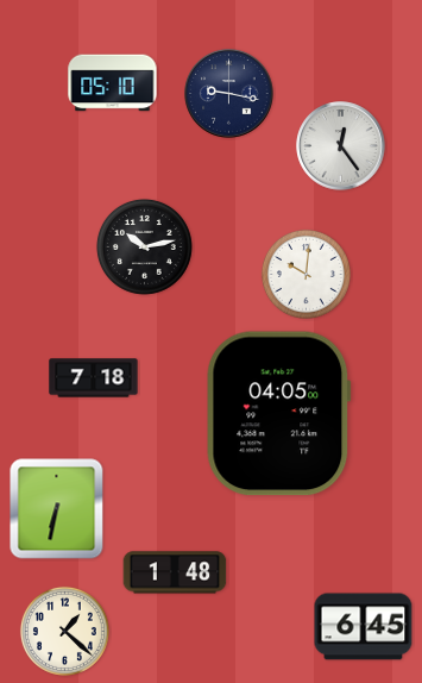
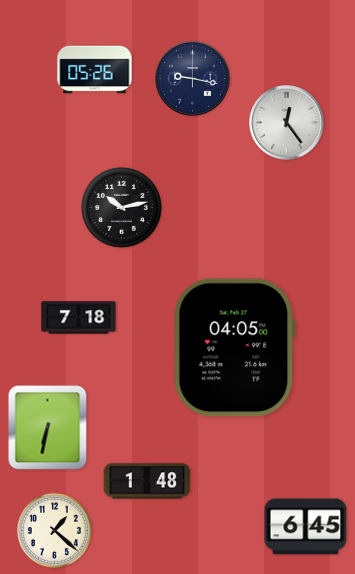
clock at (113, 83): 05:10 -> 05:26
clock at (306, 274): 10:01 -> none
